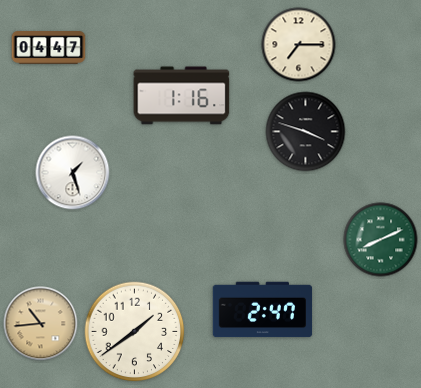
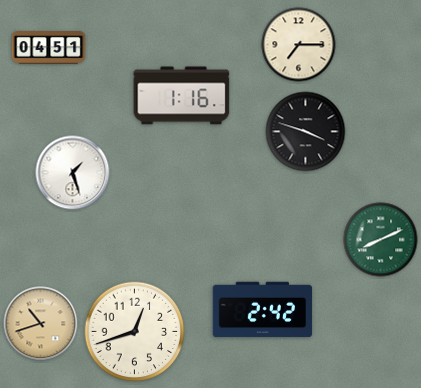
clock at (49, 48): 04:47 -> 04:51
clock at (263, 310): 2:47 -> 2:42
clock at (41, 324): 10:44 -> 10:42
clock at (135, 332): 1:39 -> 12:42
